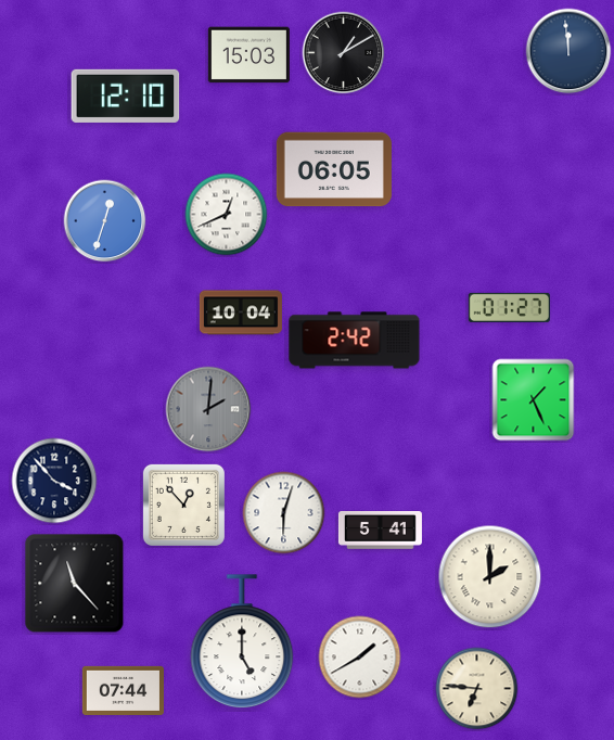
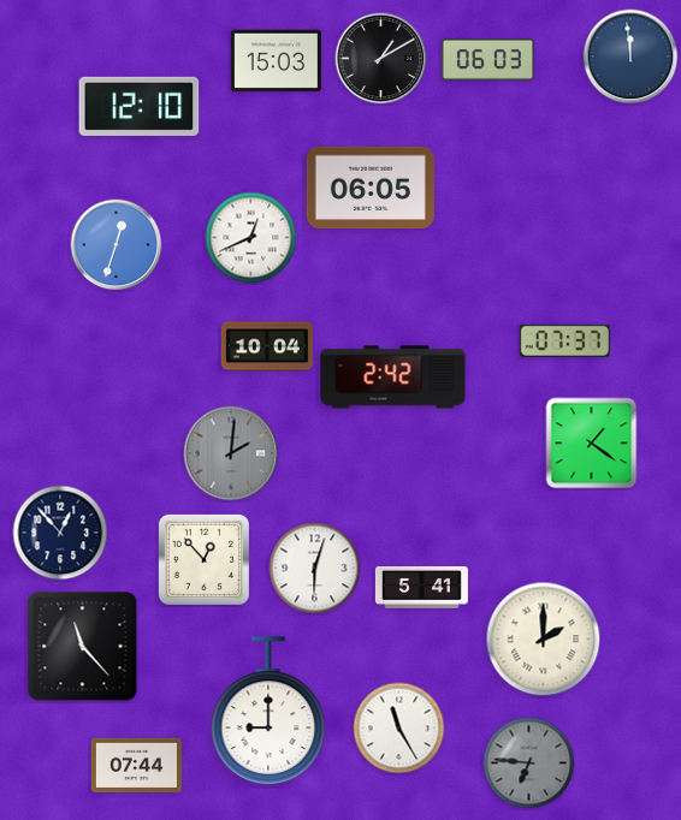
clock at (487, 60): none -> 06:03
clock at (509, 307): 01:27 -> 07:37
clock at (534, 400): 1:26 -> 1:21
clock at (54, 481): 3:53 -> 12:53
clock at (242, 642): 5:00 -> 9:00
clock at (360, 658): 1:40 -> 11:25
clock at (477, 689) dial: cream -> grey
